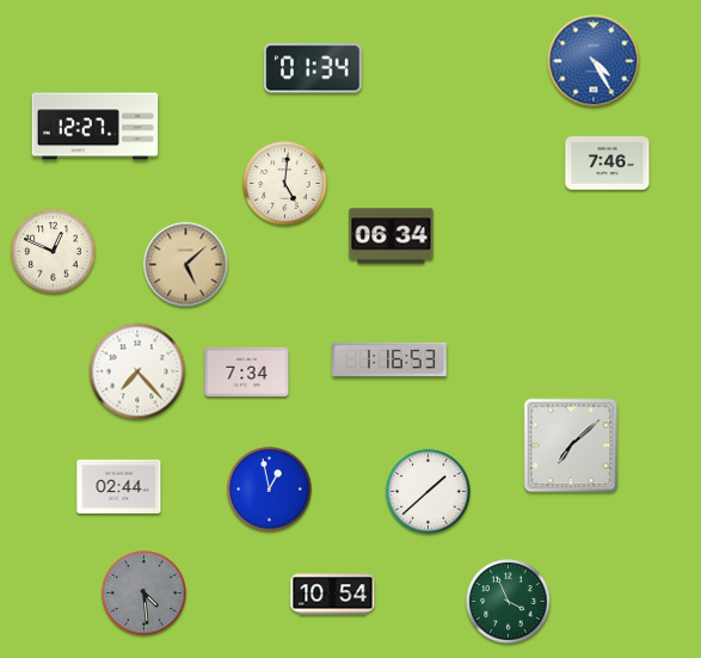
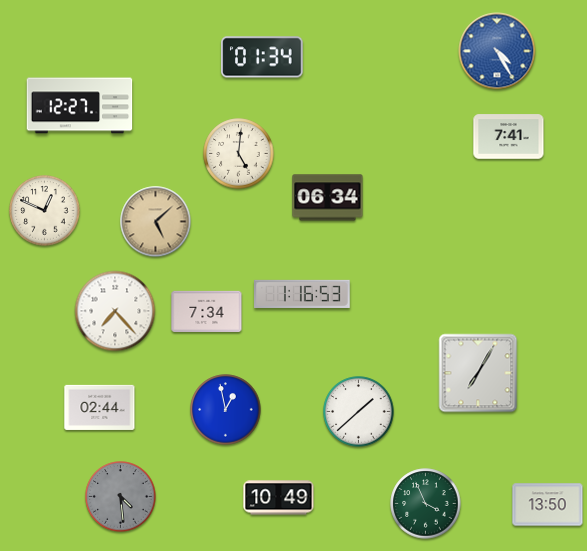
clock at (608, 164): 7:46 -> 7:41
clock at (389, 359) position: (389, 359) -> (302, 294)
clock at (571, 445): 7:08 -> 7:05
clock at (333, 595): 10:54 -> 10:49
clock at (548, 505): none -> 13:50
